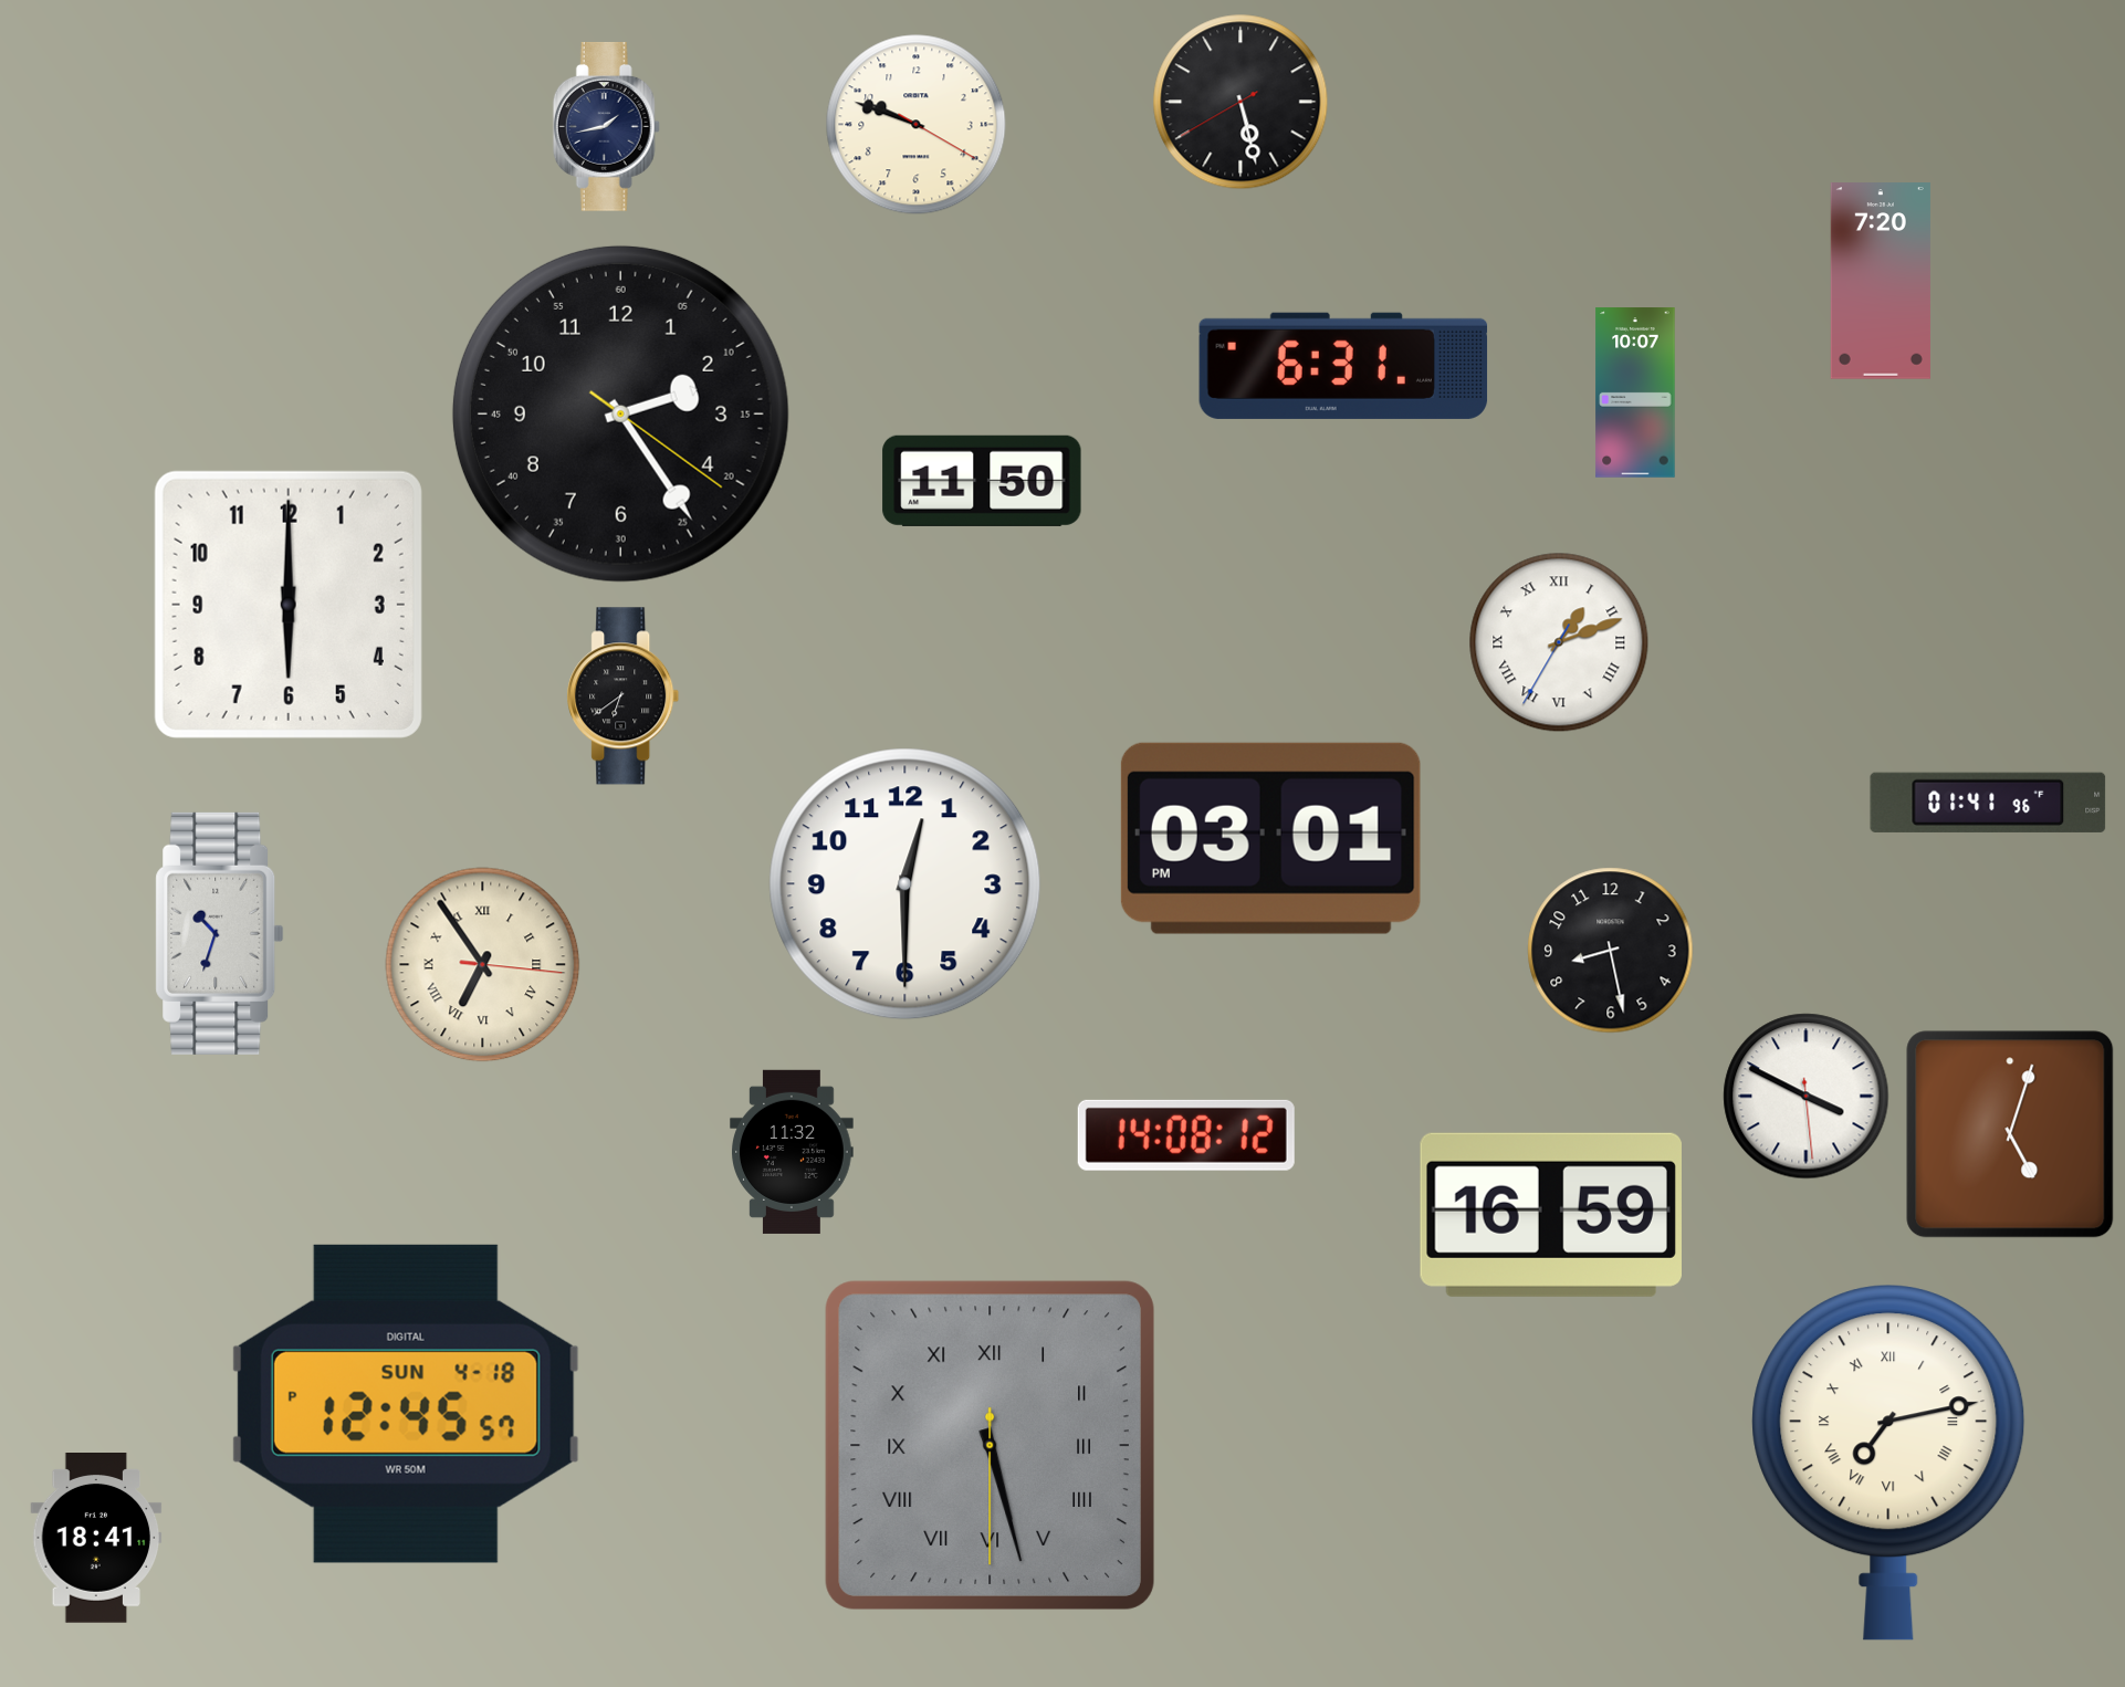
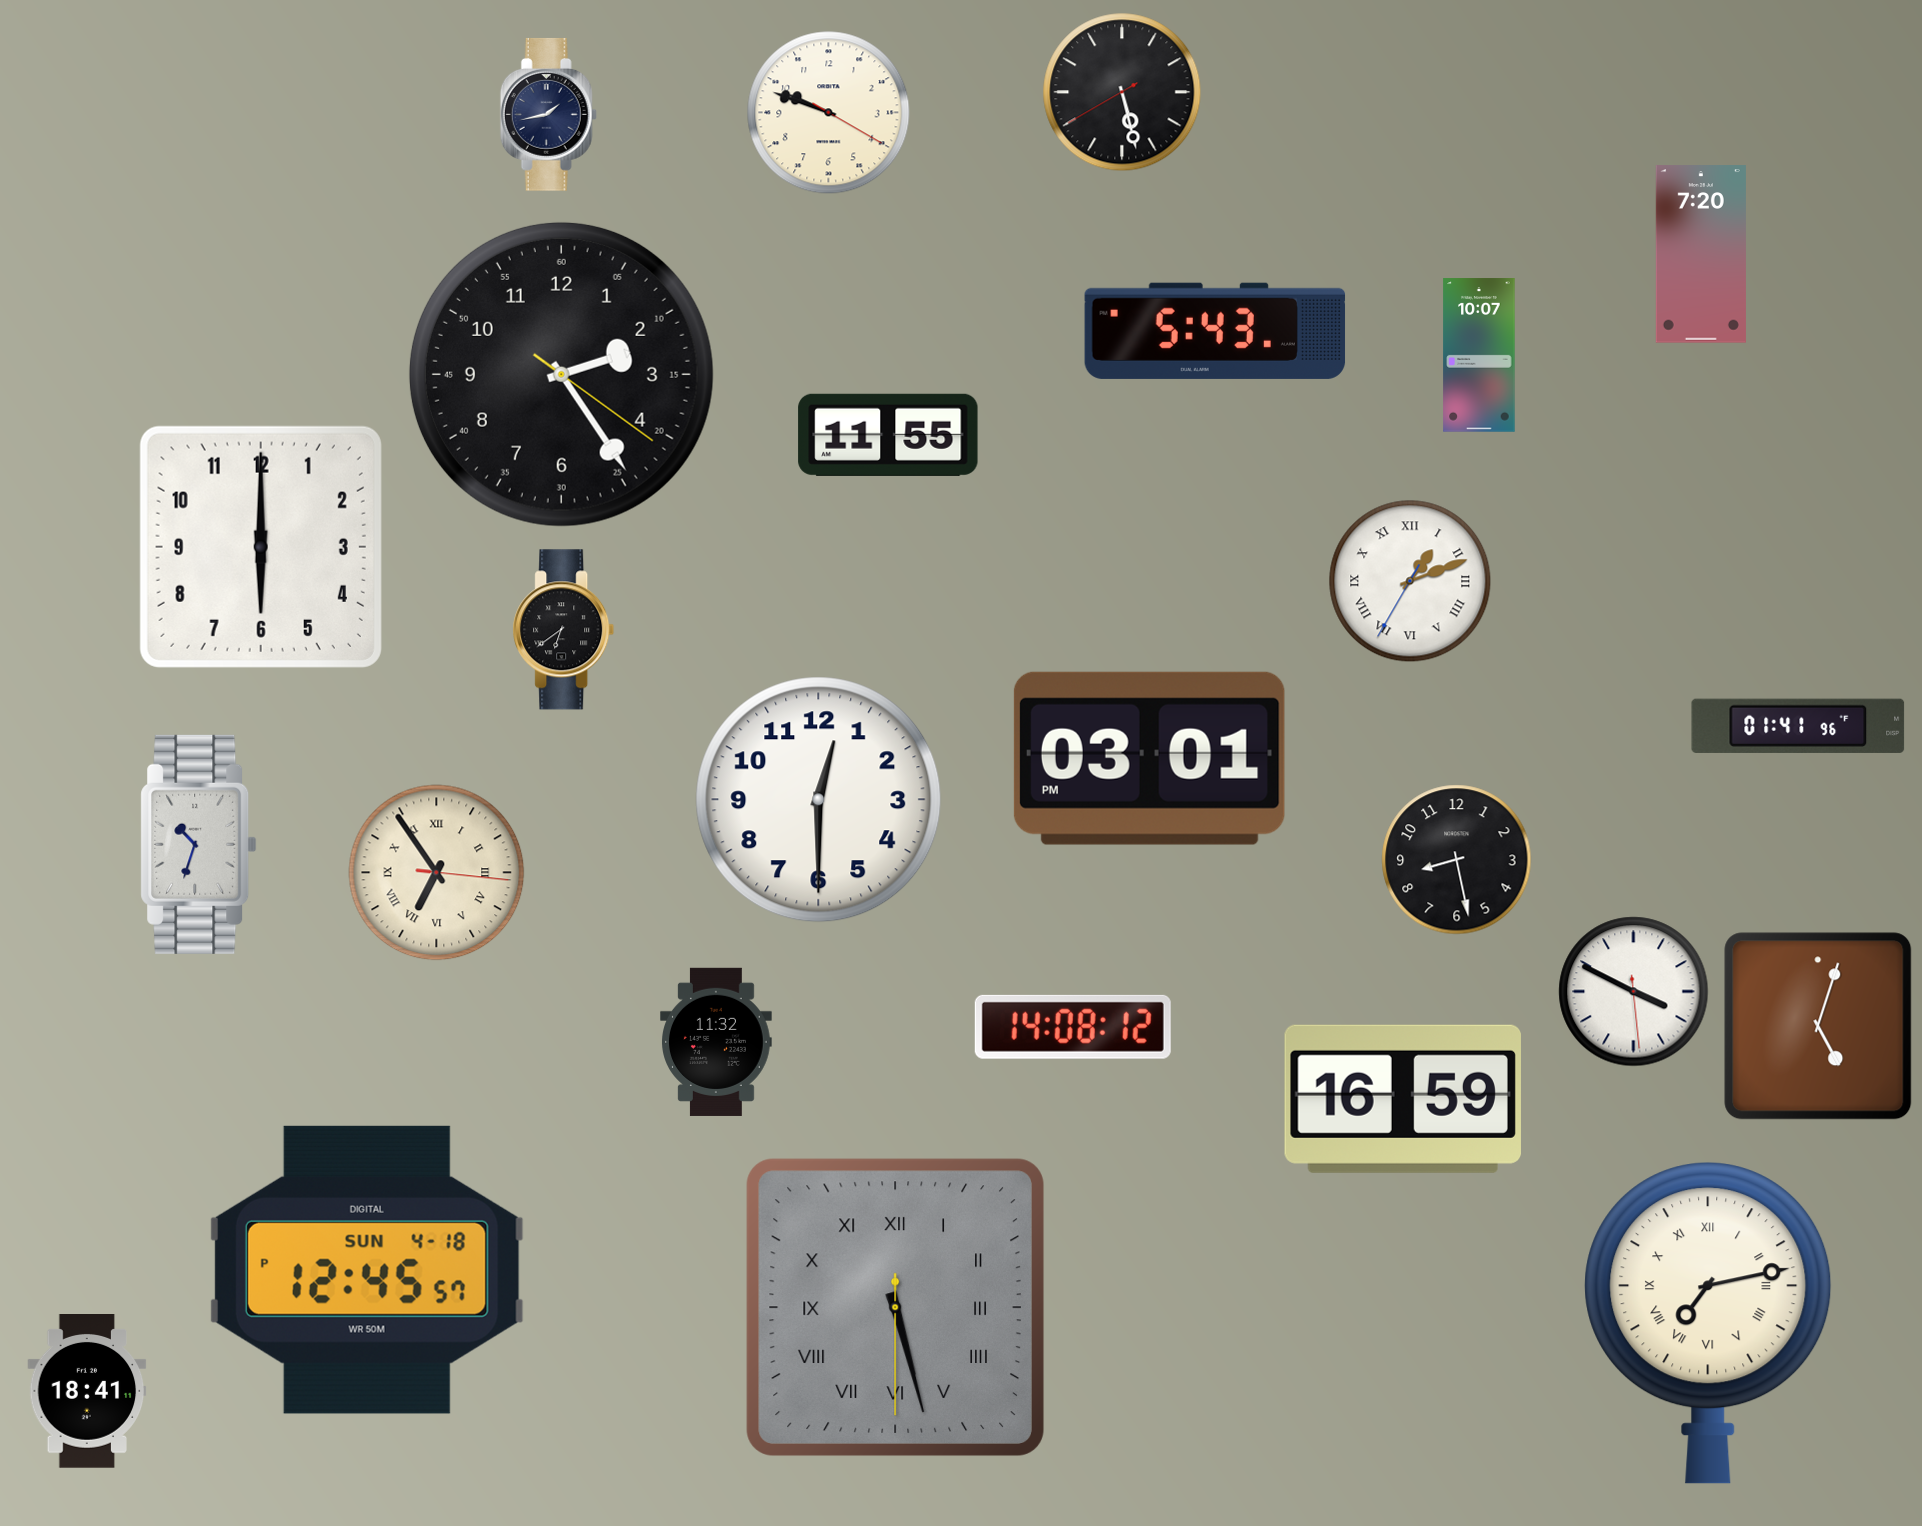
clock at (1343, 366): 6:31 -> 5:43
clock at (982, 481): 11:50 -> 11:55
